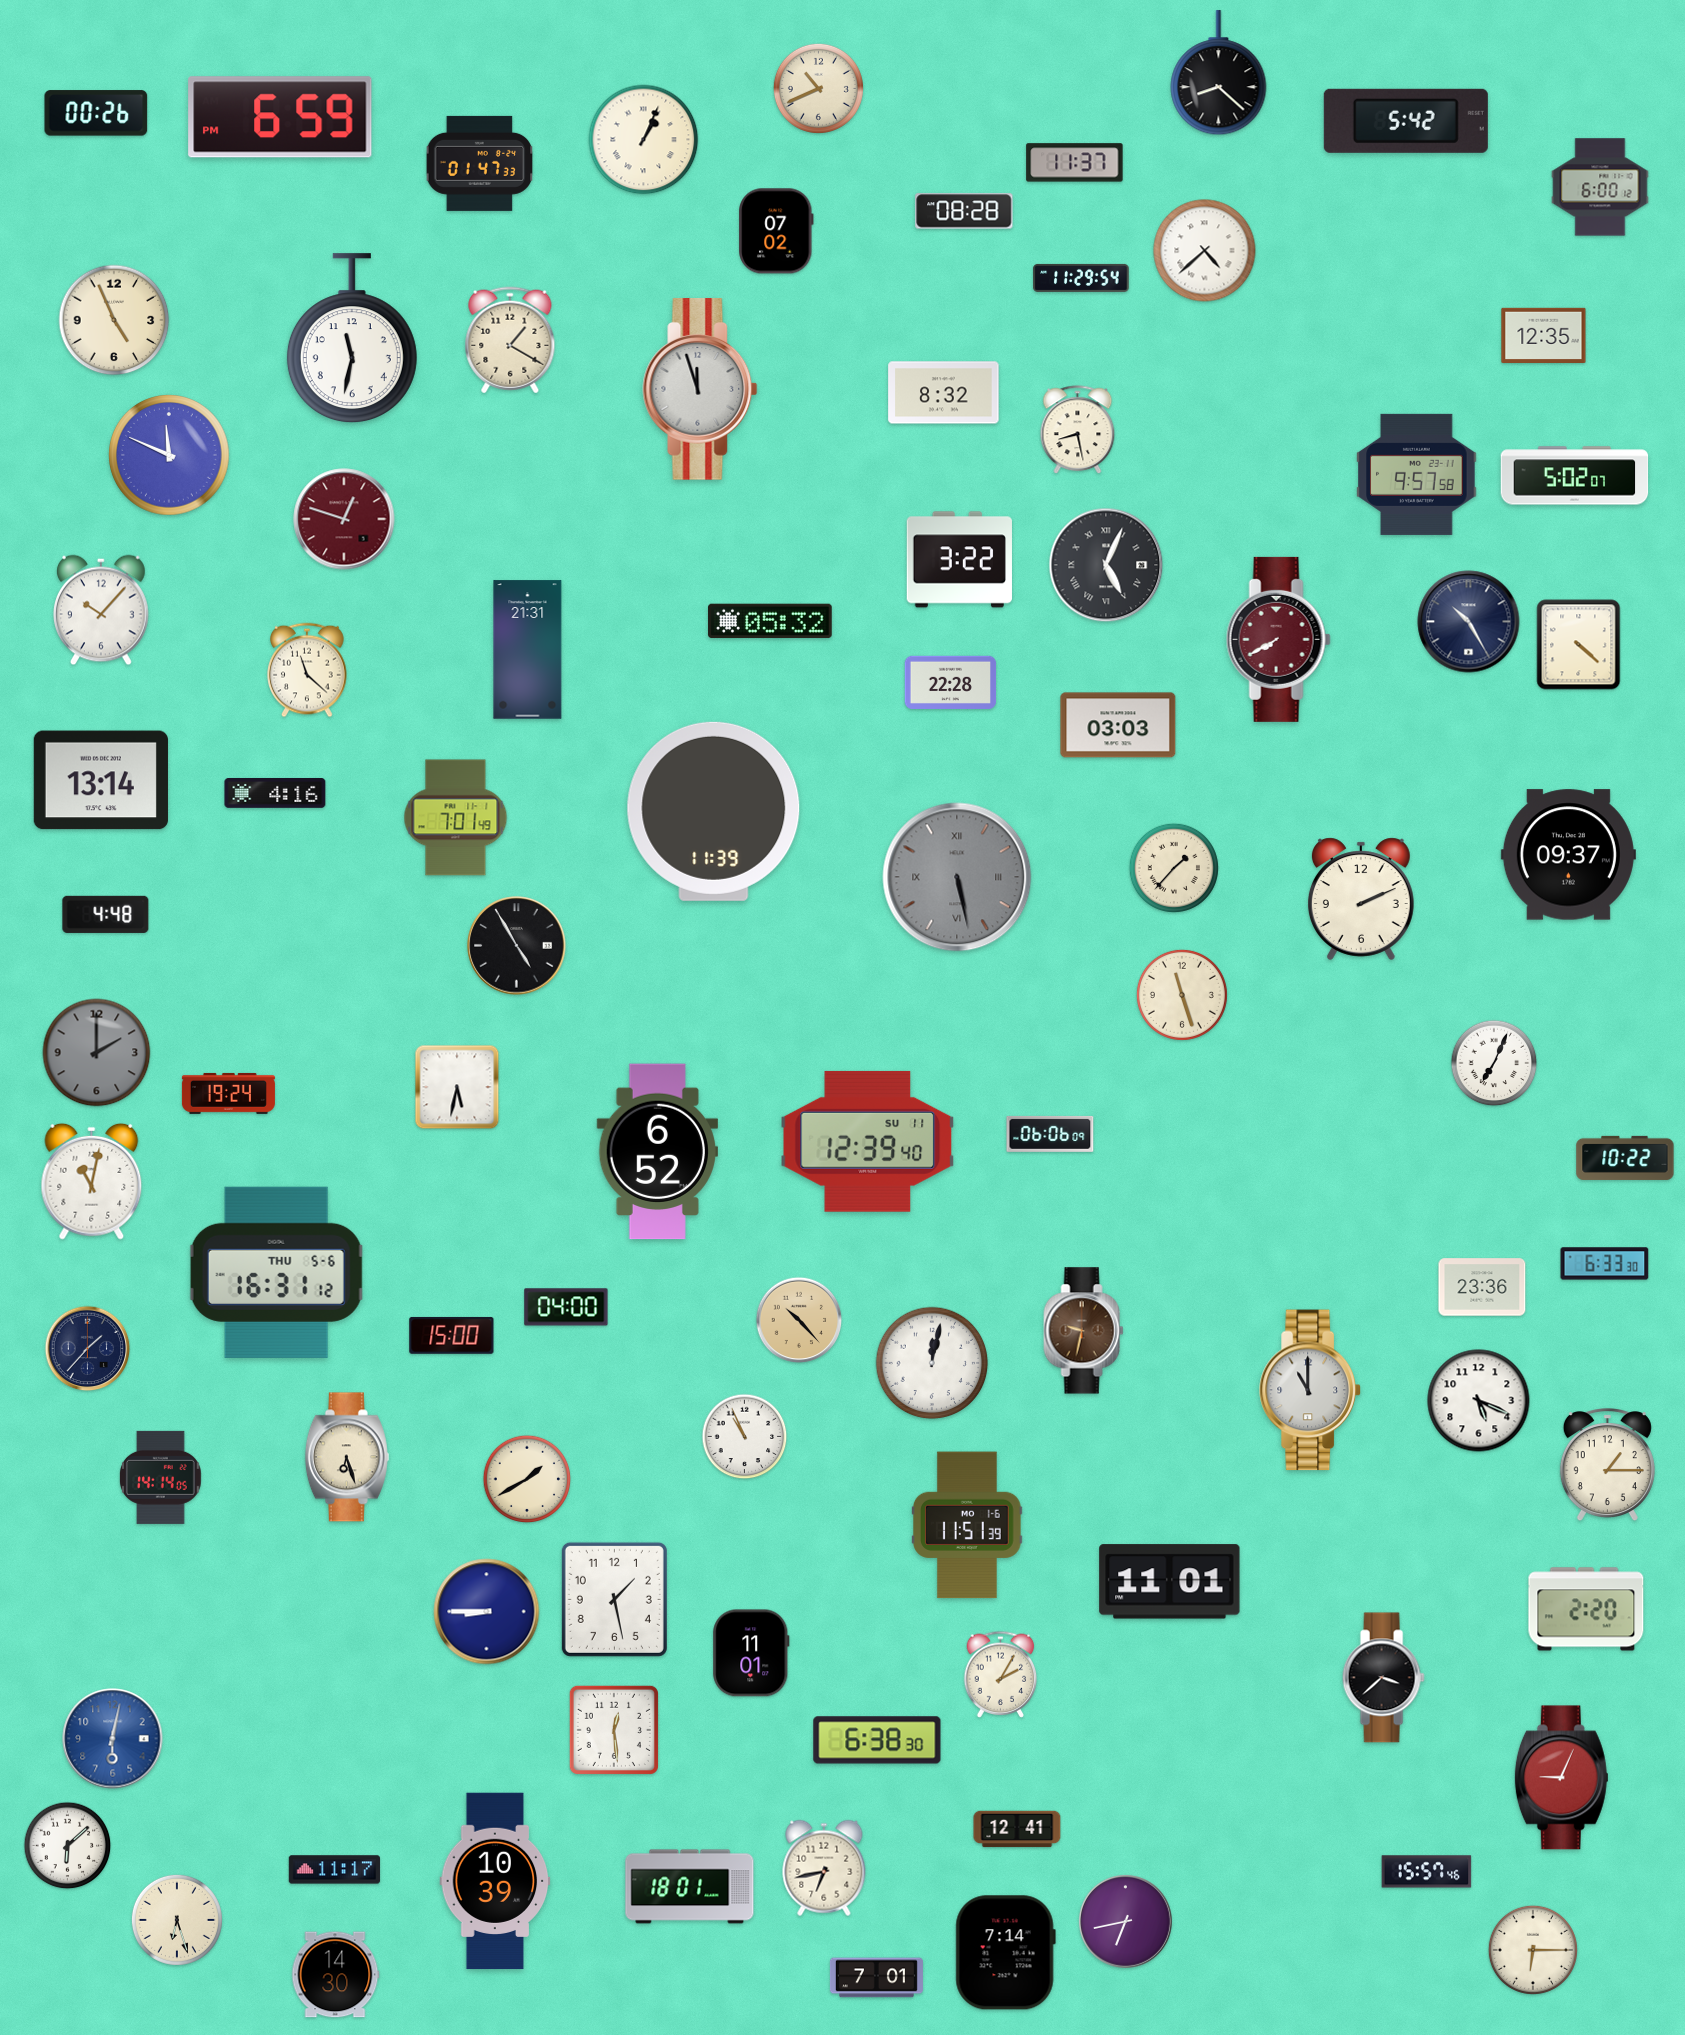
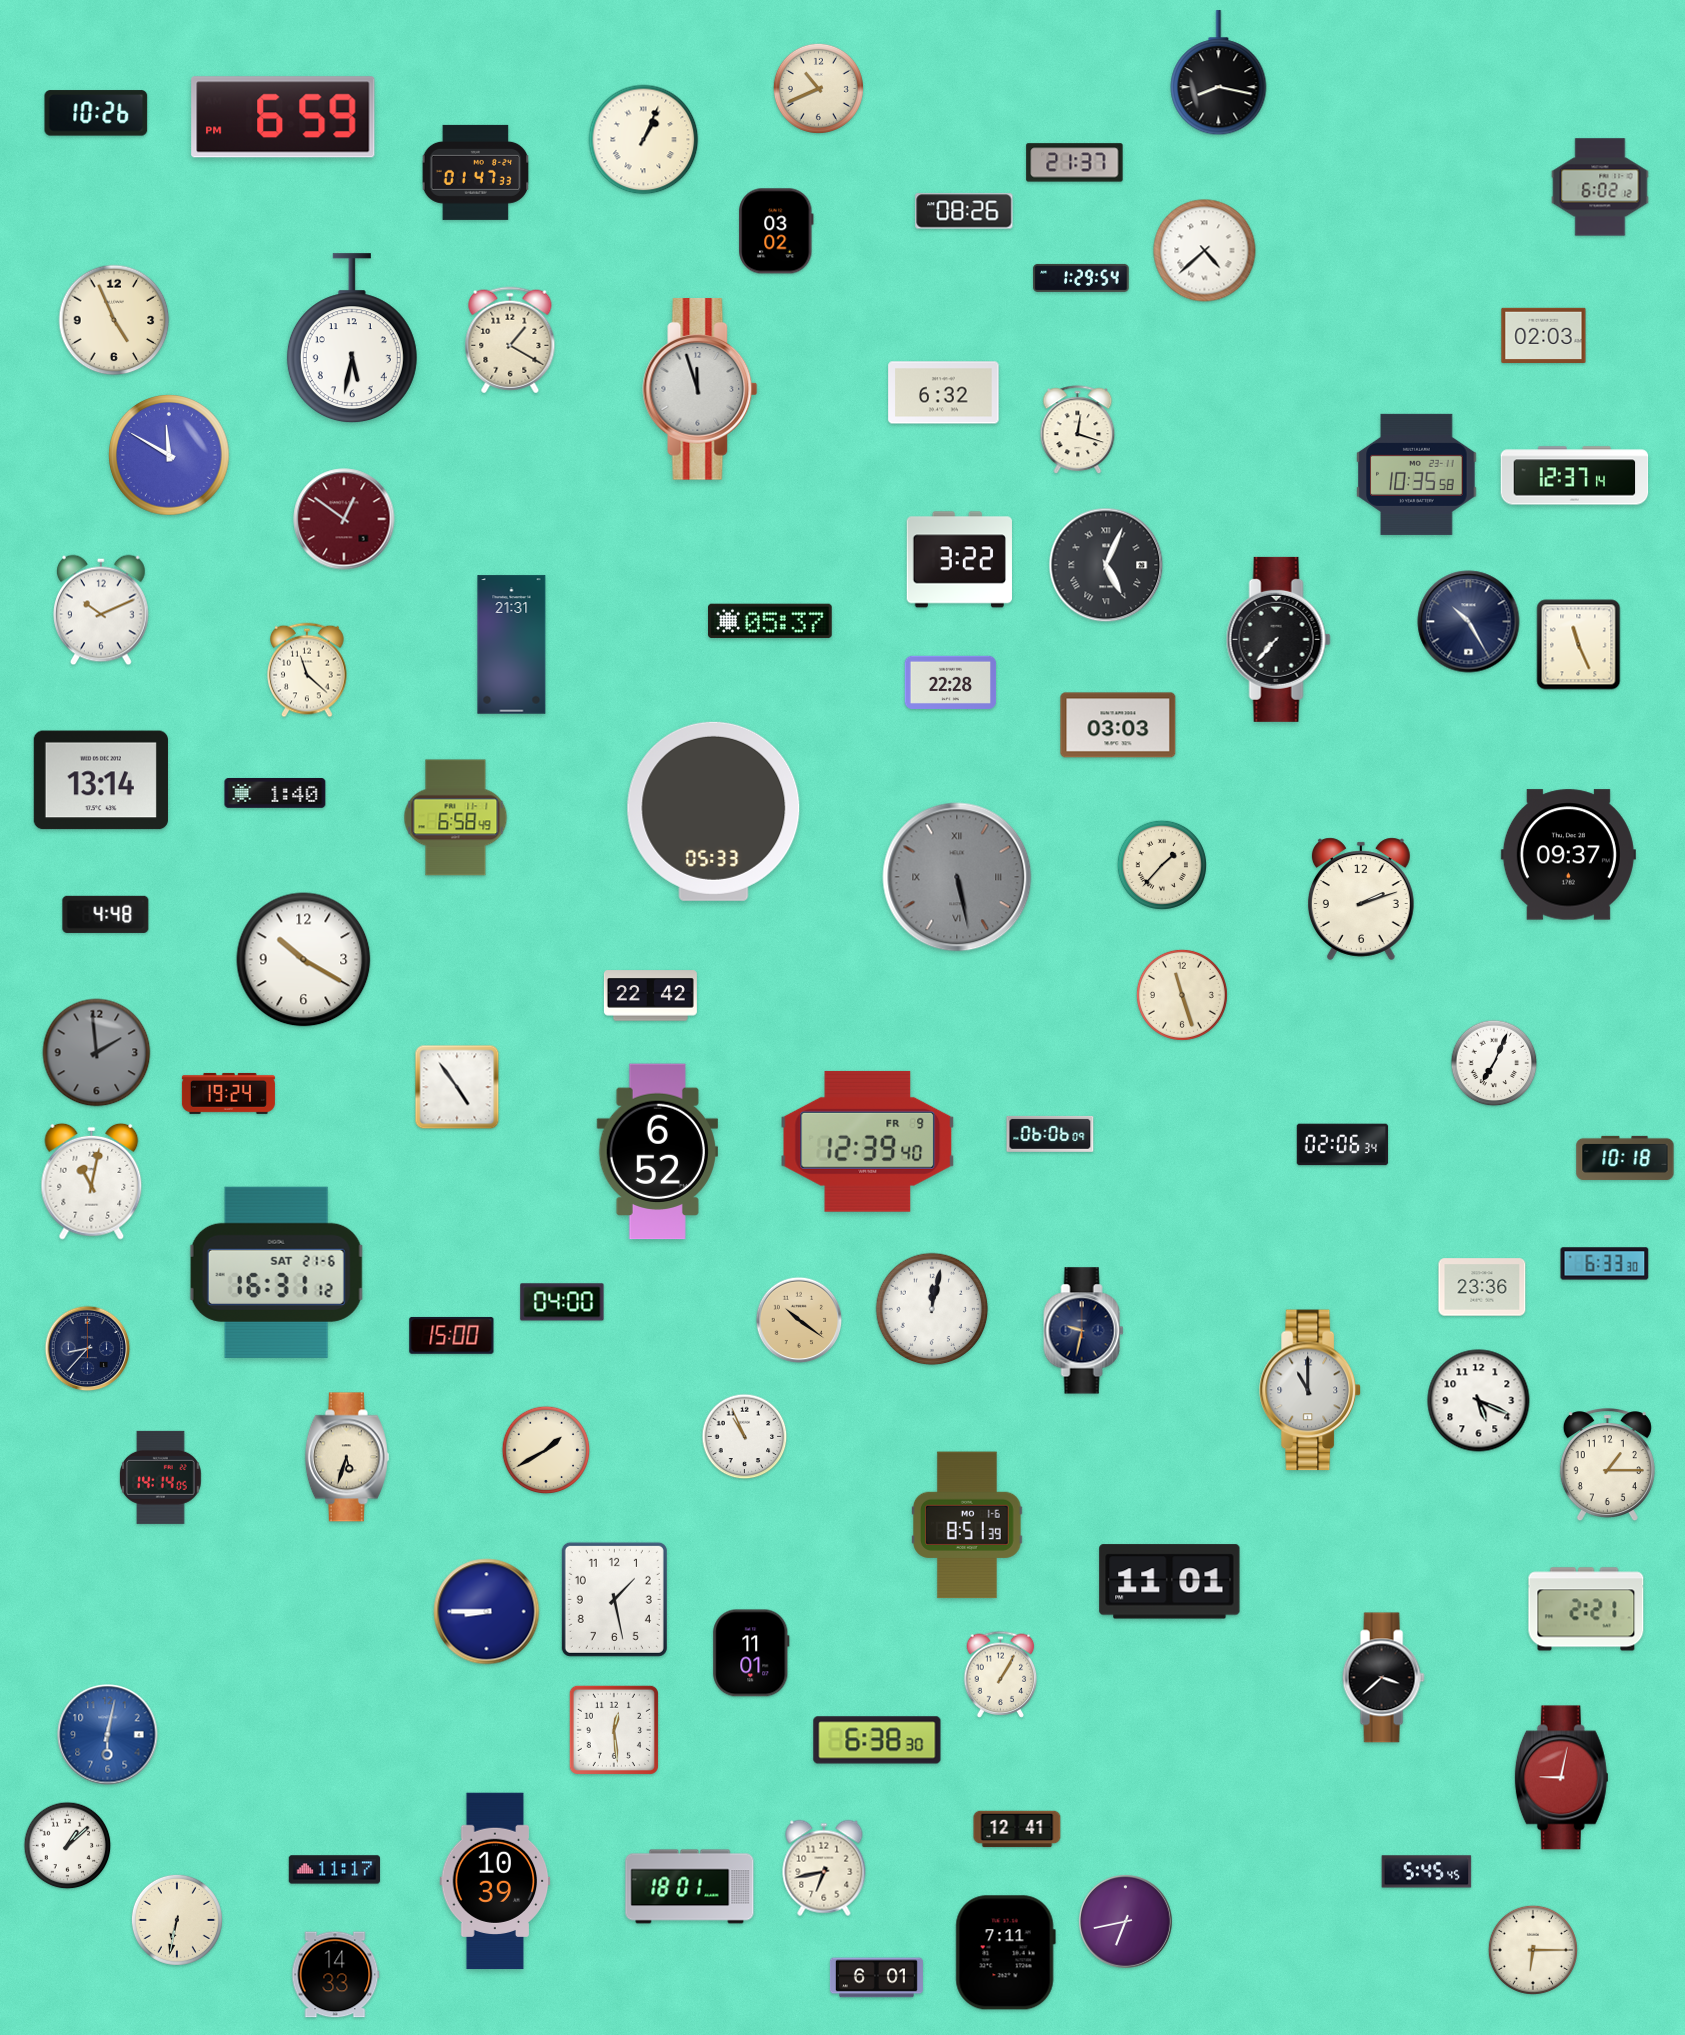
clock at (1219, 73): 8:22 -> 8:17
clock at (96, 113): 00:26 -> 10:26
clock at (280, 117) position: (280, 117) -> (283, 117)
clock at (1406, 121): 5:42 -> none
clock at (480, 163) position: (480, 163) -> (476, 172)
clock at (1075, 163): 11:37 -> 21:37
clock at (1600, 187): 6:00 -> 6:02
clock at (964, 211): 08:28 -> 08:26
clock at (777, 231): 07:02 -> 03:02
clock at (1081, 278): 11:29 -> 1:29
clock at (1544, 335): 12:35 -> 02:03
clock at (352, 339): 11:32 -> 5:32
clock at (944, 393): 8:32 -> 6:32
clock at (1078, 430): 8:28 -> 12:18
clock at (169, 455): 11:49 -> 11:50
clock at (1417, 474): 9:57 -> 10:35
clock at (1575, 476): 5:02 -> 12:37
clock at (344, 519): 12:48 -> 12:51
clock at (102, 610): 10:07 -> 10:11
clock at (770, 621): 05:32 -> 05:37
clock at (1278, 639): 7:40 -> 7:37
clock at (1278, 639) dial: burgundy -> black
clock at (1579, 645): 4:22 -> 11:26
clock at (528, 650) position: (528, 650) -> (512, 645)
clock at (275, 794): 4:16 -> 1:40
clock at (714, 811): 11:39 -> 05:33
clock at (456, 818): 7:01 -> 6:58
clock at (1174, 868) position: (1174, 868) -> (1162, 865)
clock at (1361, 899): 2:11 -> 2:12
clock at (517, 946): 4:55 -> none
clock at (304, 960): none -> 10:20
clock at (650, 996): none -> 22:42
clock at (97, 1053): 2:00 -> 1:59
clock at (457, 1087): 5:32 -> 4:54
clock at (868, 1141) date: SU 11 -> FR 9
clock at (1343, 1145): none -> 02:06
clock at (1625, 1158): 10:22 -> 10:18
clock at (276, 1272) date: THU 5-6 -> SAT 21-6
clock at (566, 1307) position: (566, 1307) -> (562, 1302)
clock at (799, 1320): 10:23 -> 10:21
clock at (1084, 1331) dial: brown -> navy
clock at (88, 1349): 1:37 -> 8:37
clock at (932, 1363) position: (932, 1363) -> (932, 1309)
clock at (347, 1457): 6:27 -> 5:33
clock at (527, 1479) position: (527, 1479) -> (546, 1450)
clock at (968, 1525): 11:51 -> 8:51
clock at (1586, 1609): 2:20 -> 2:21
clock at (1001, 1674): 2:05 -> 1:05
clock at (113, 1739) position: (113, 1739) -> (108, 1735)
clock at (1561, 1778): 9:04 -> 9:02
clock at (68, 1846): 6:08 -> 1:08
clock at (1427, 1872): 15:57 -> 5:45
clock at (177, 1920): 6:27 -> 6:32
clock at (1005, 1953): 7:14 -> 7:11
clock at (335, 1975): 14:30 -> 14:33
clock at (876, 1978): 7:01 -> 6:01
